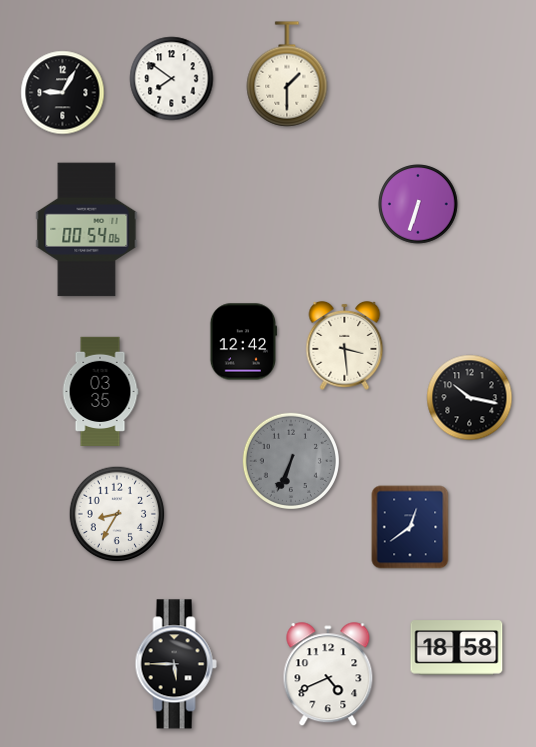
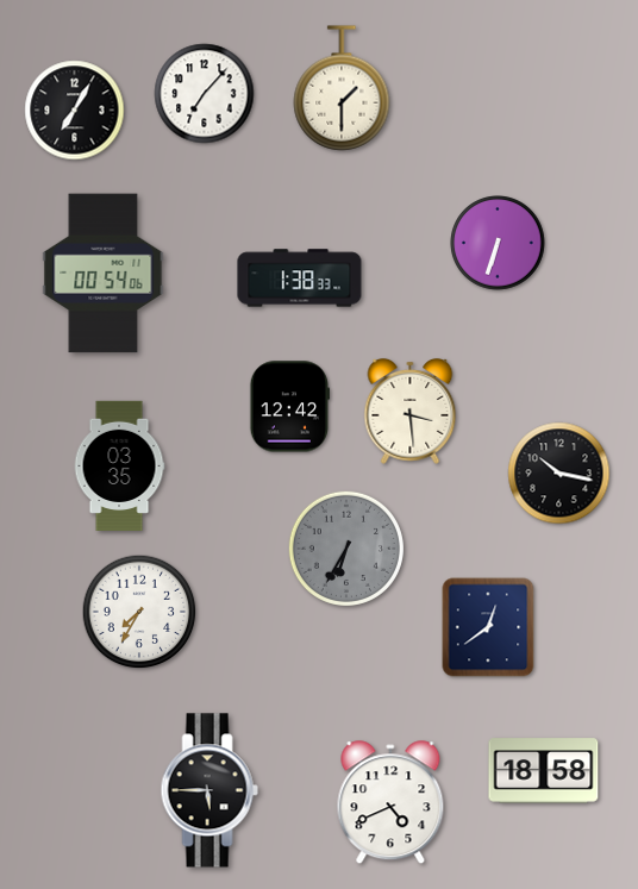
clock at (172, 79): 7:51 -> 7:07
clock at (63, 93): 9:05 -> 7:05
clock at (300, 278): none -> 1:38
clock at (291, 461): 6:34 -> 6:35
clock at (117, 514): 8:35 -> 7:35
